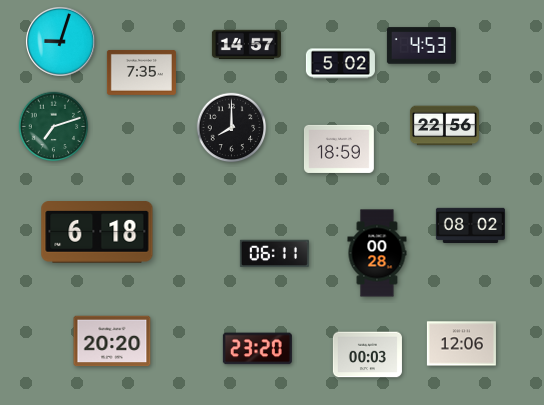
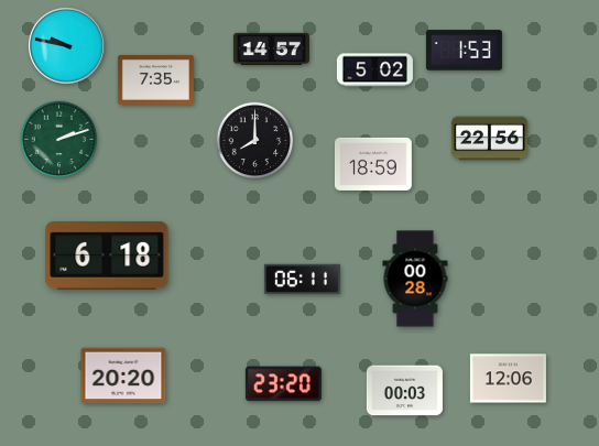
clock at (61, 42): 9:03 -> 9:47
clock at (421, 46): 4:53 -> 1:53
clock at (54, 127): 7:12 -> 2:12
clock at (470, 225): 08:02 -> none
